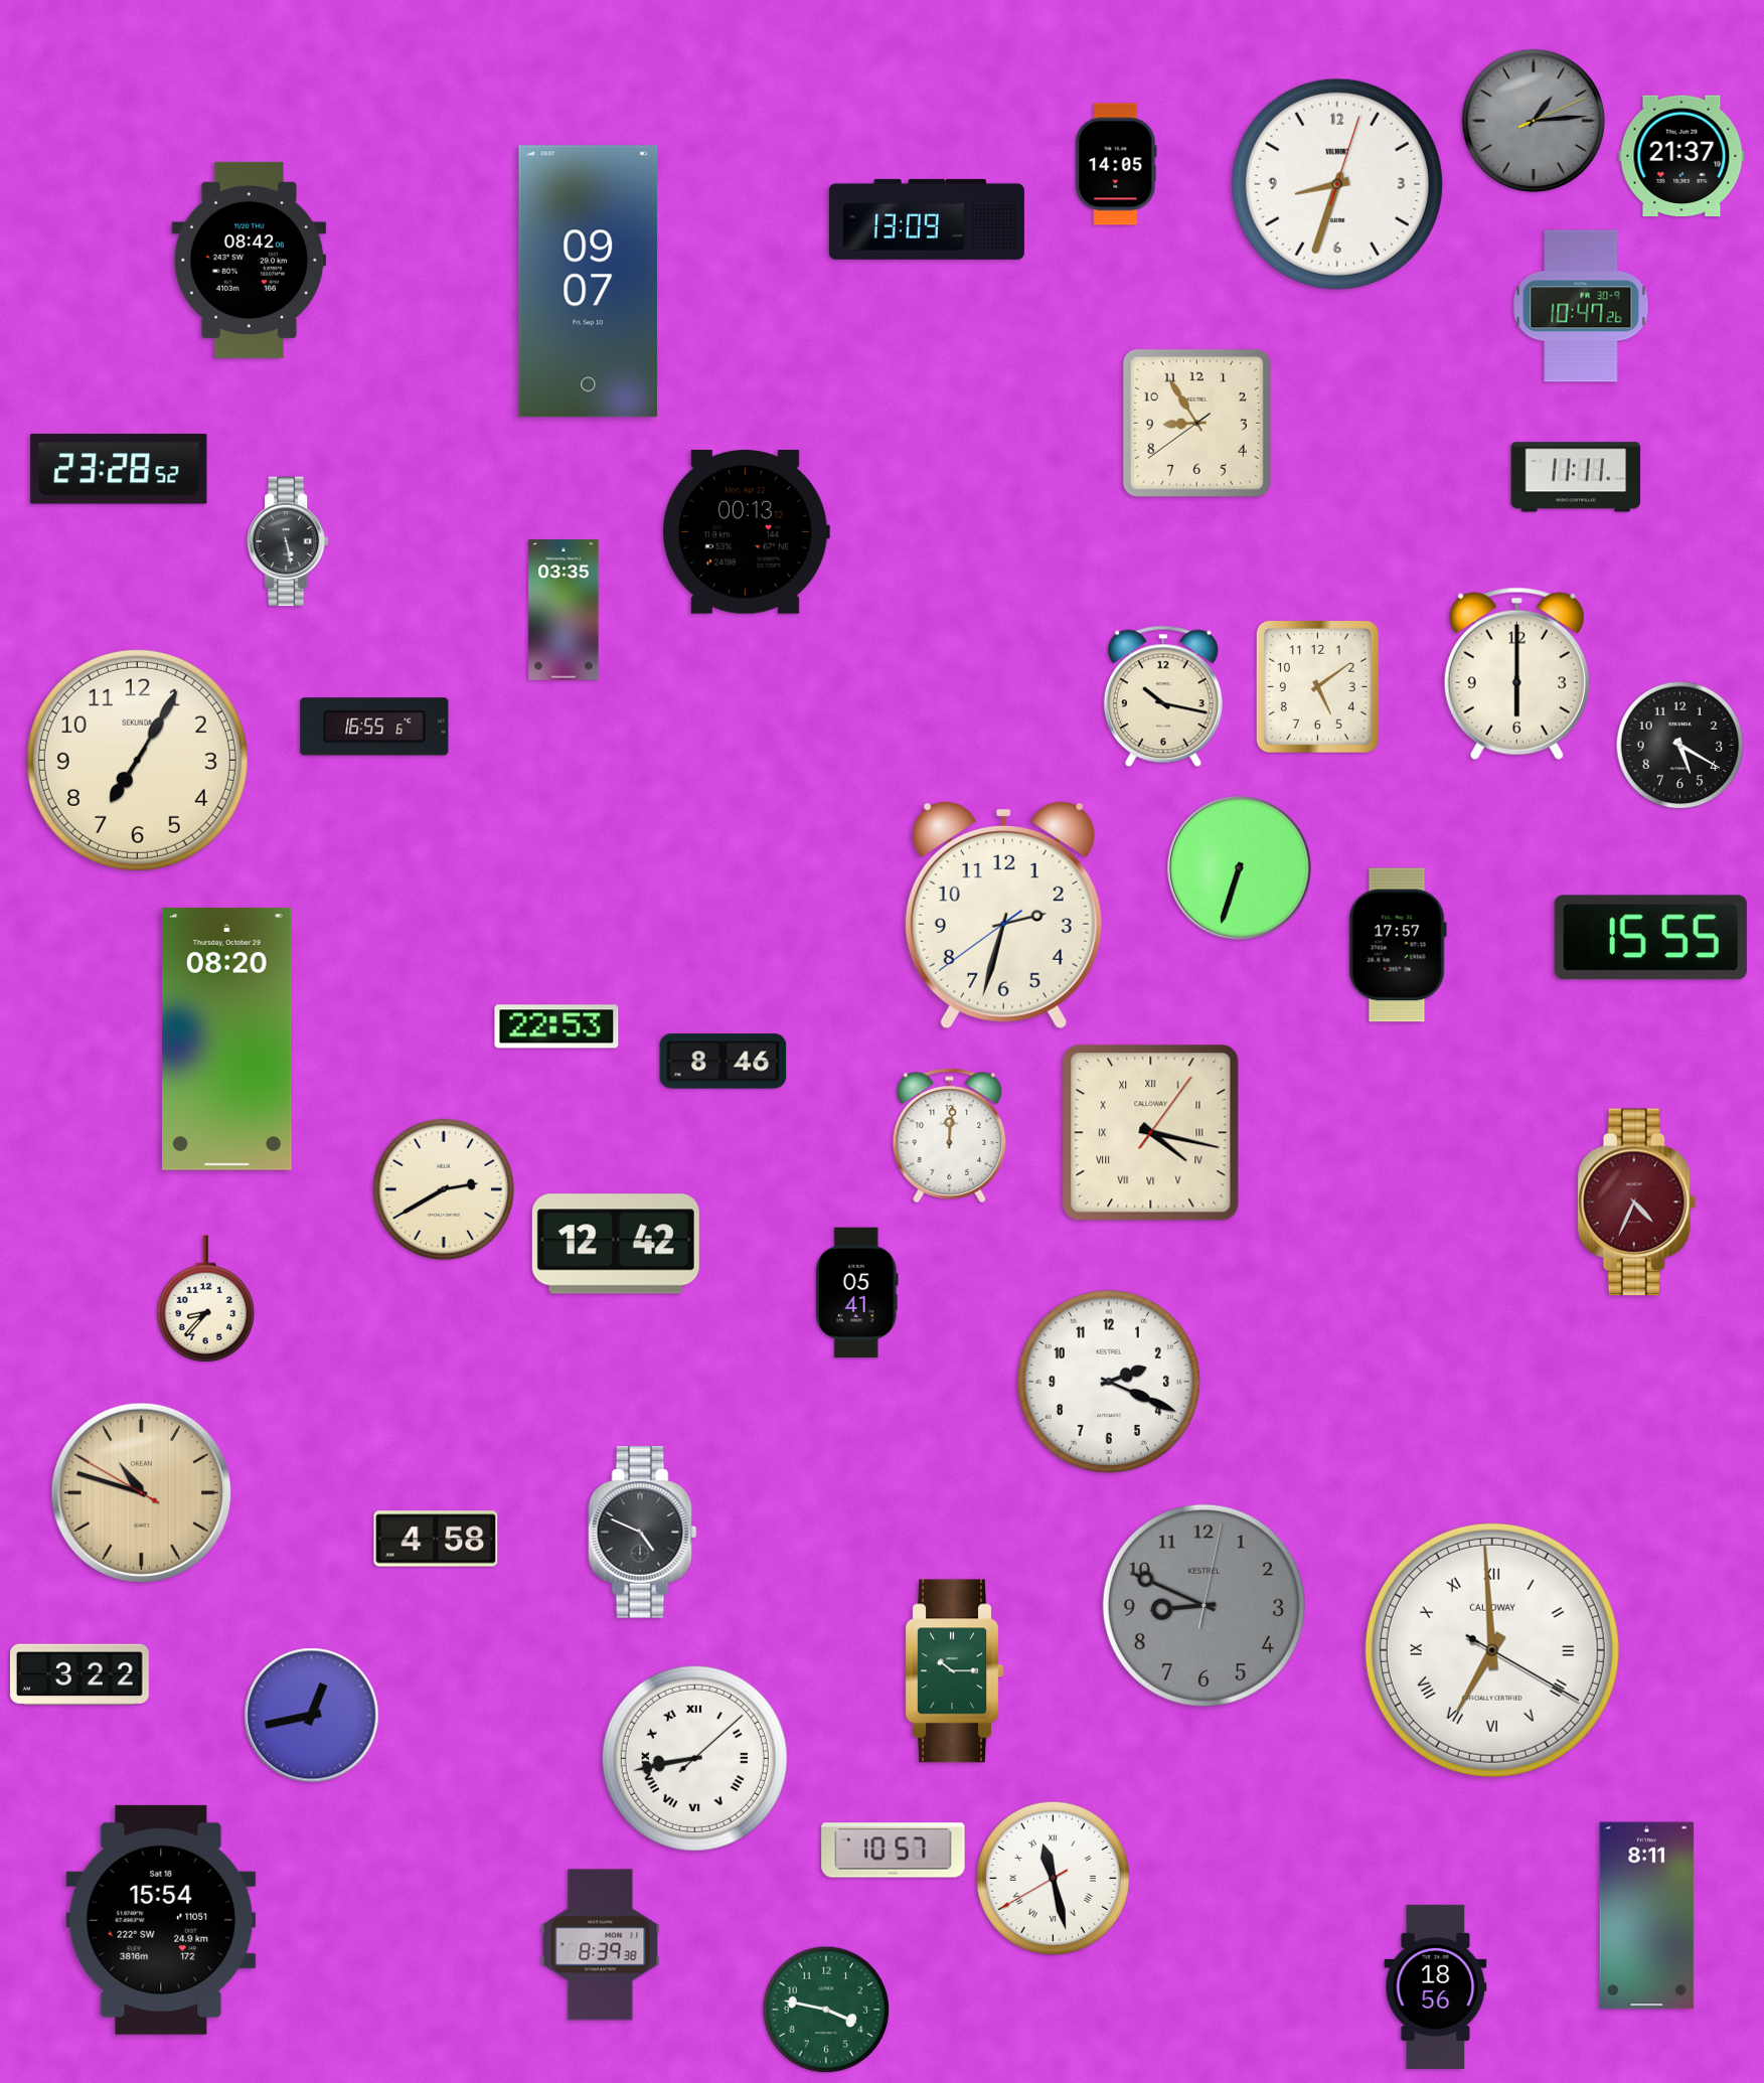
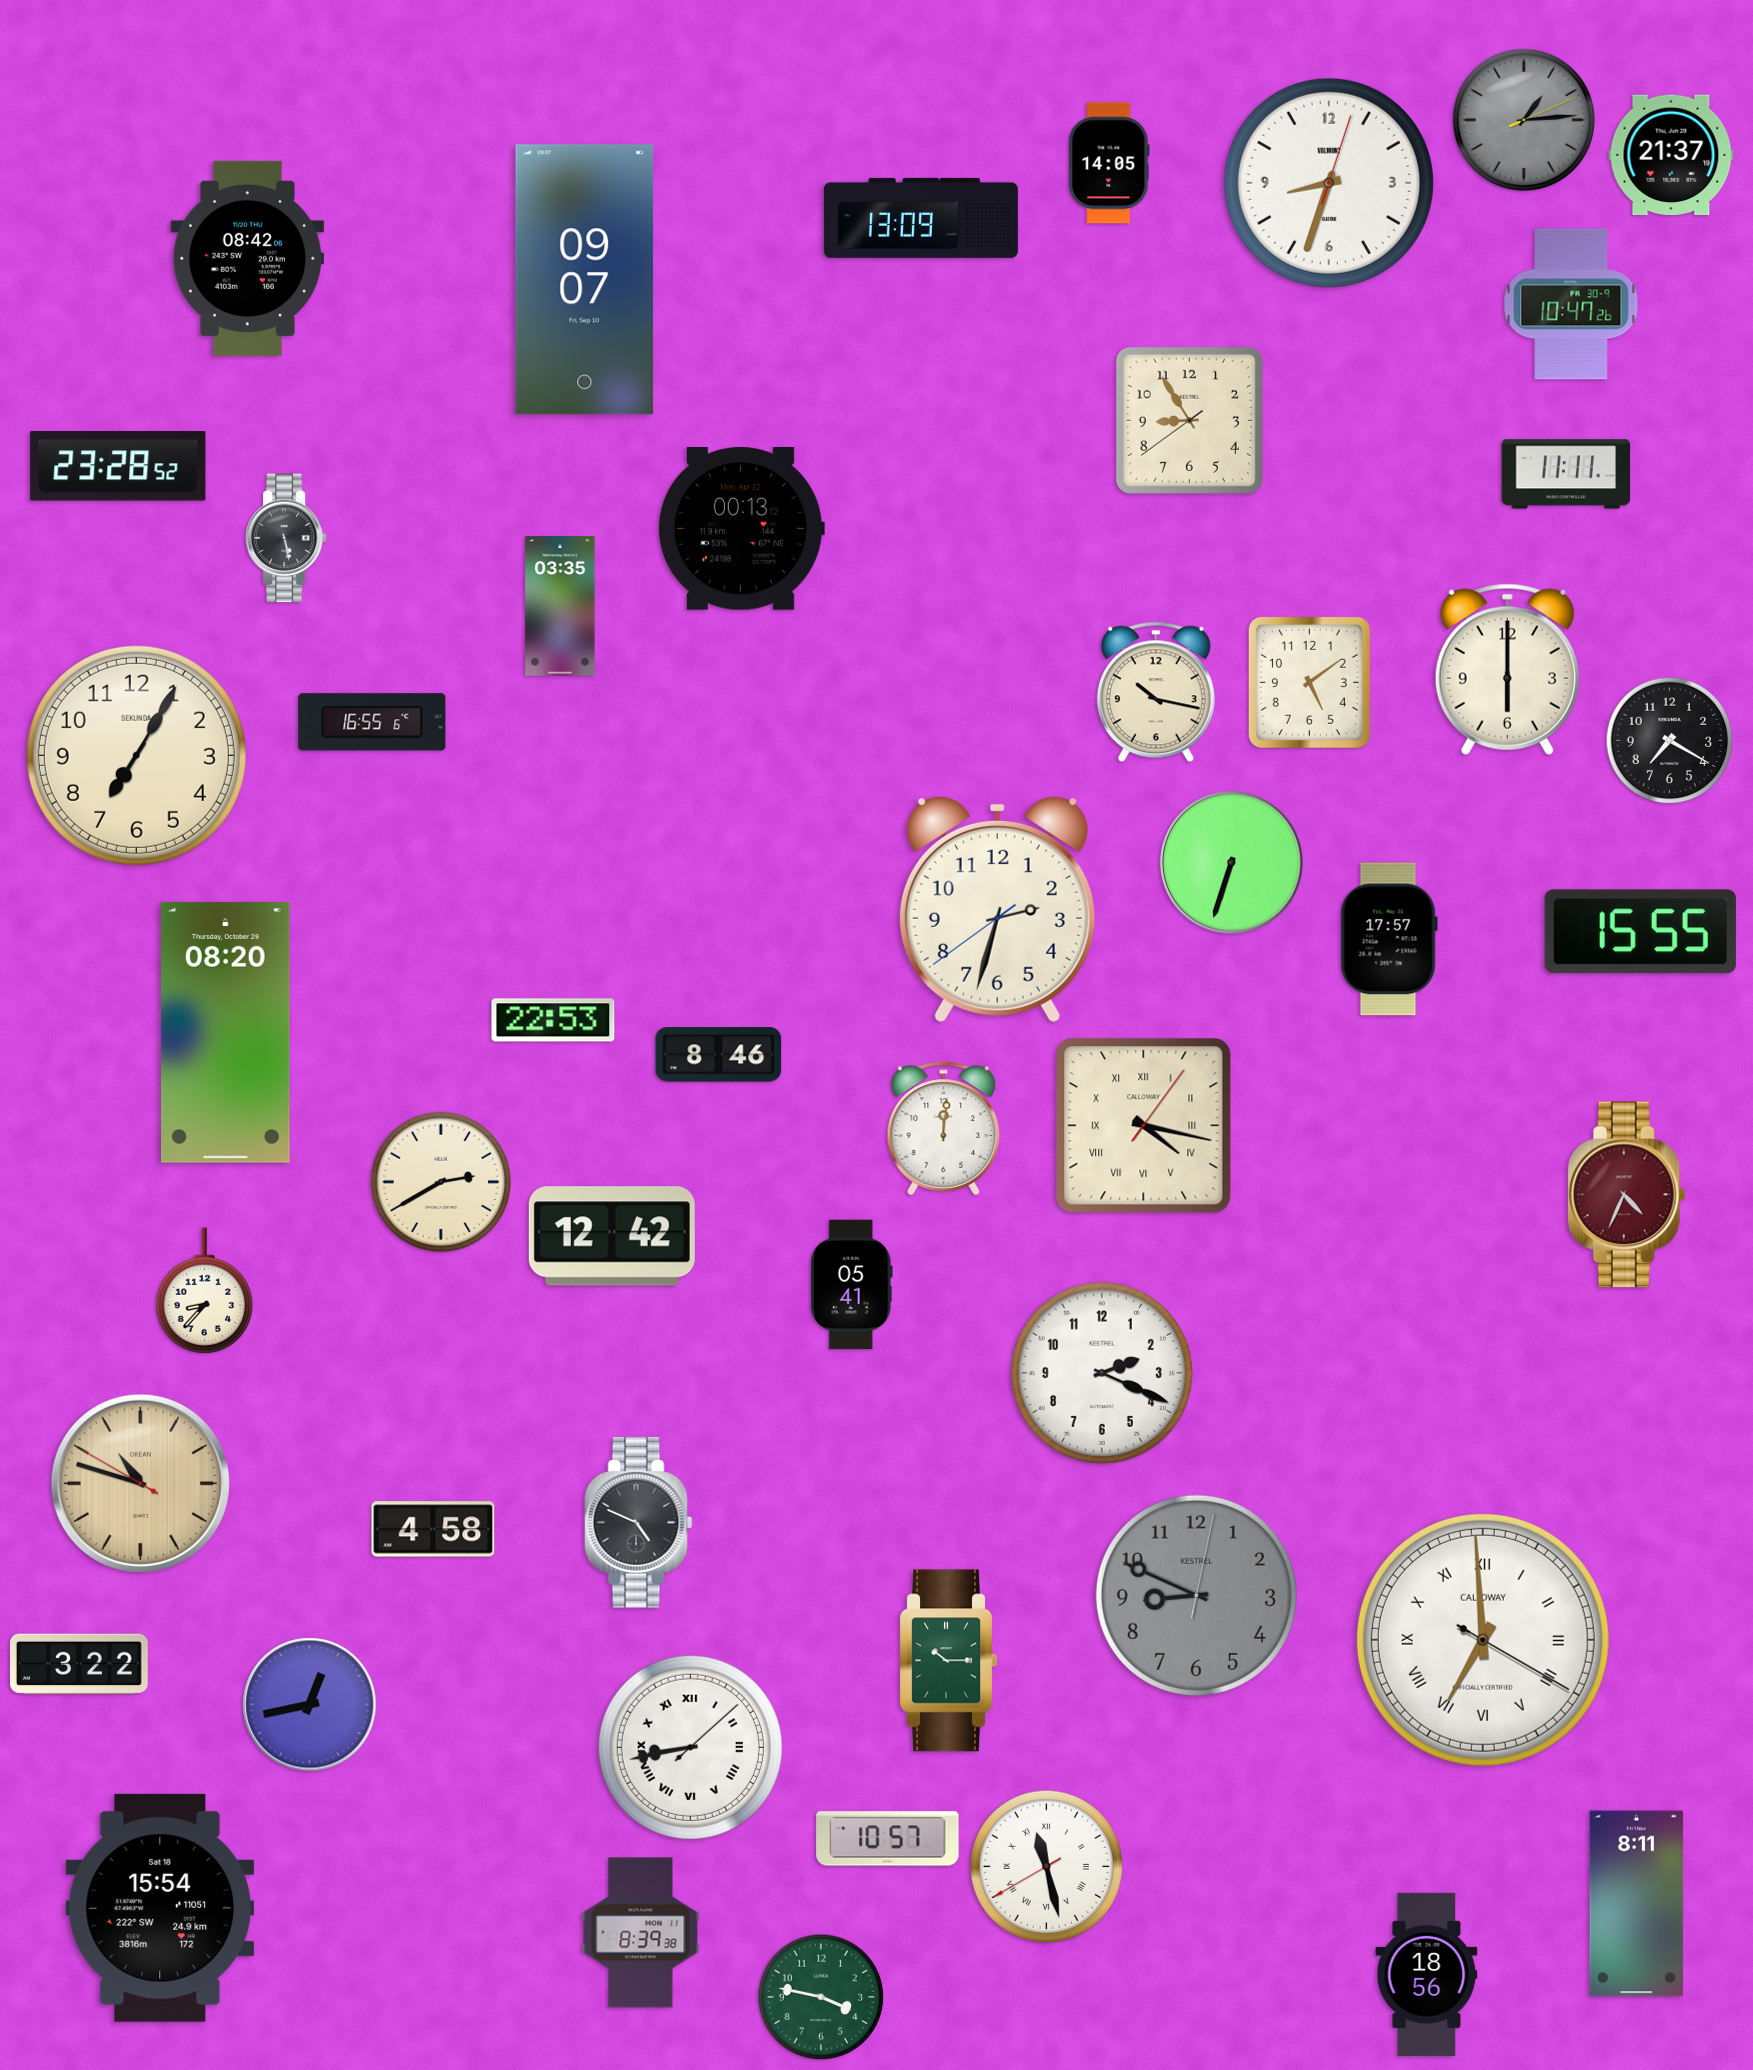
clock at (1680, 746): 5:20 -> 7:20
clock at (601, 1945) position: (601, 1945) -> (641, 1933)
